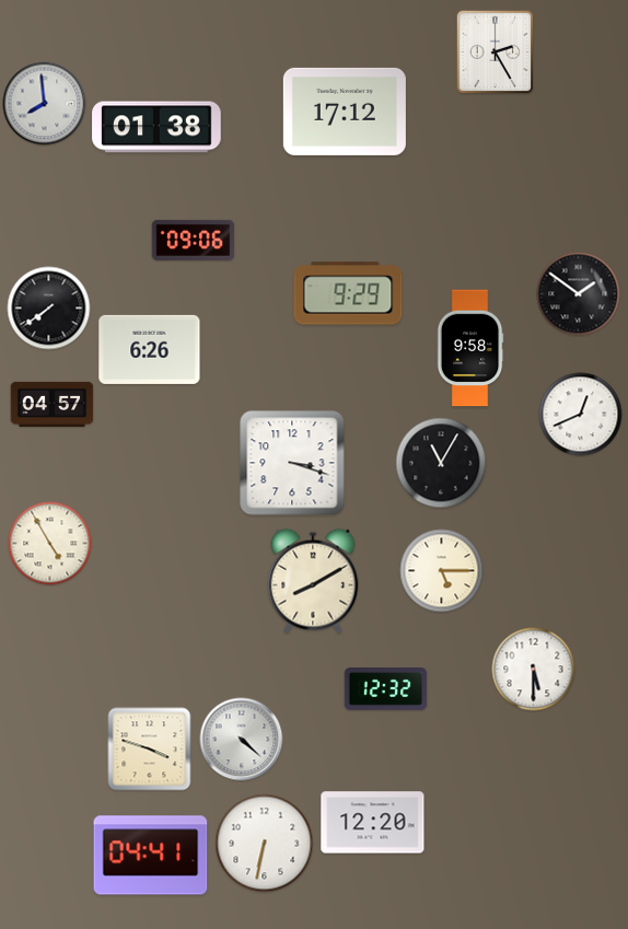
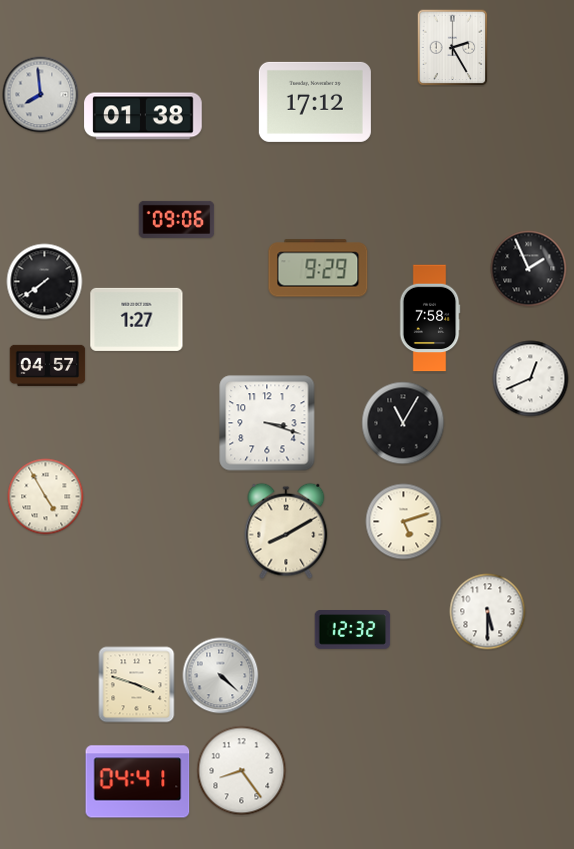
clock at (579, 294): 1:51 -> 1:56
clock at (470, 348): 9:58 -> 7:58
clock at (150, 349): 6:26 -> 1:27
clock at (53, 404) position: (53, 404) -> (48, 365)
clock at (442, 571): 5:15 -> 5:12
clock at (373, 823): 12:20 -> none
clock at (265, 844): 6:32 -> 8:24
